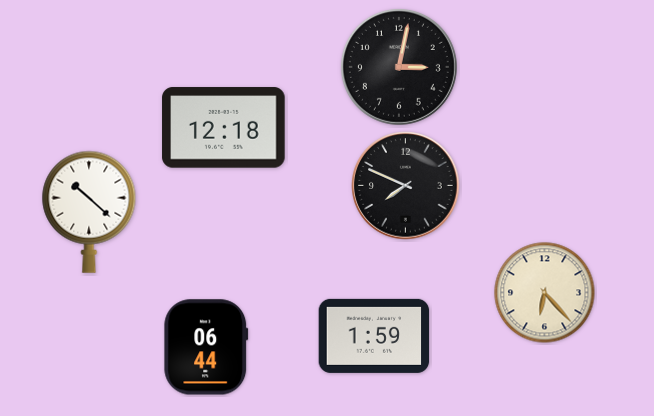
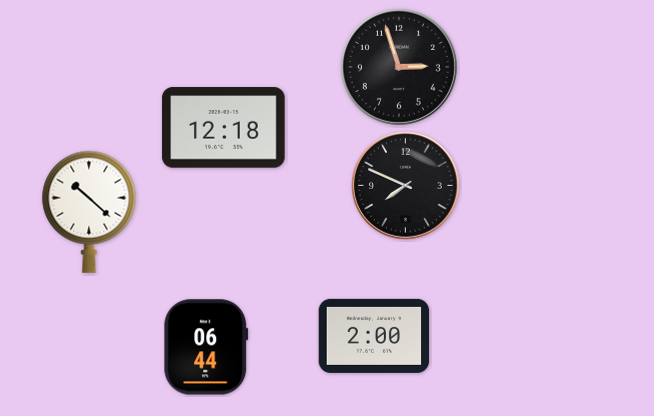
clock at (399, 67): 3:02 -> 2:57
clock at (545, 293): 6:23 -> none
clock at (374, 336): 1:59 -> 2:00
